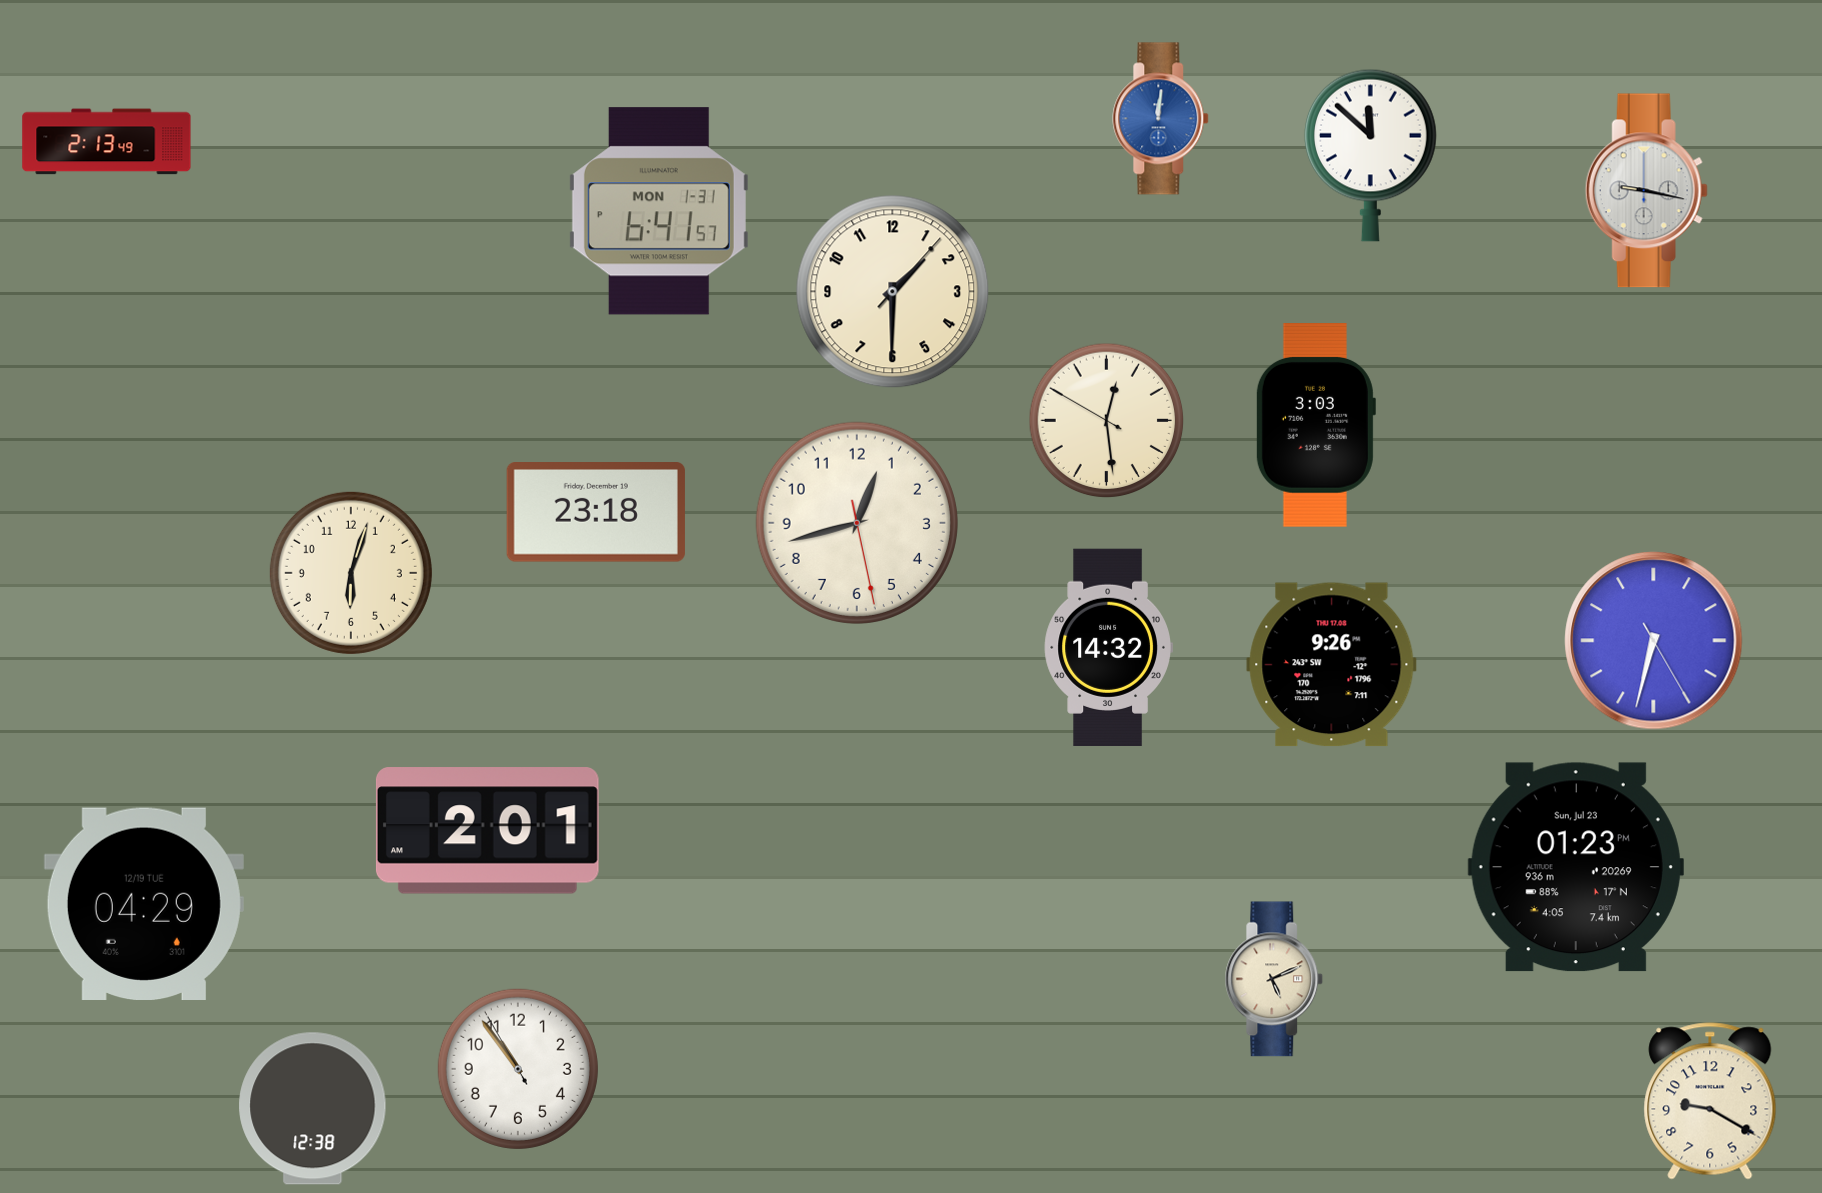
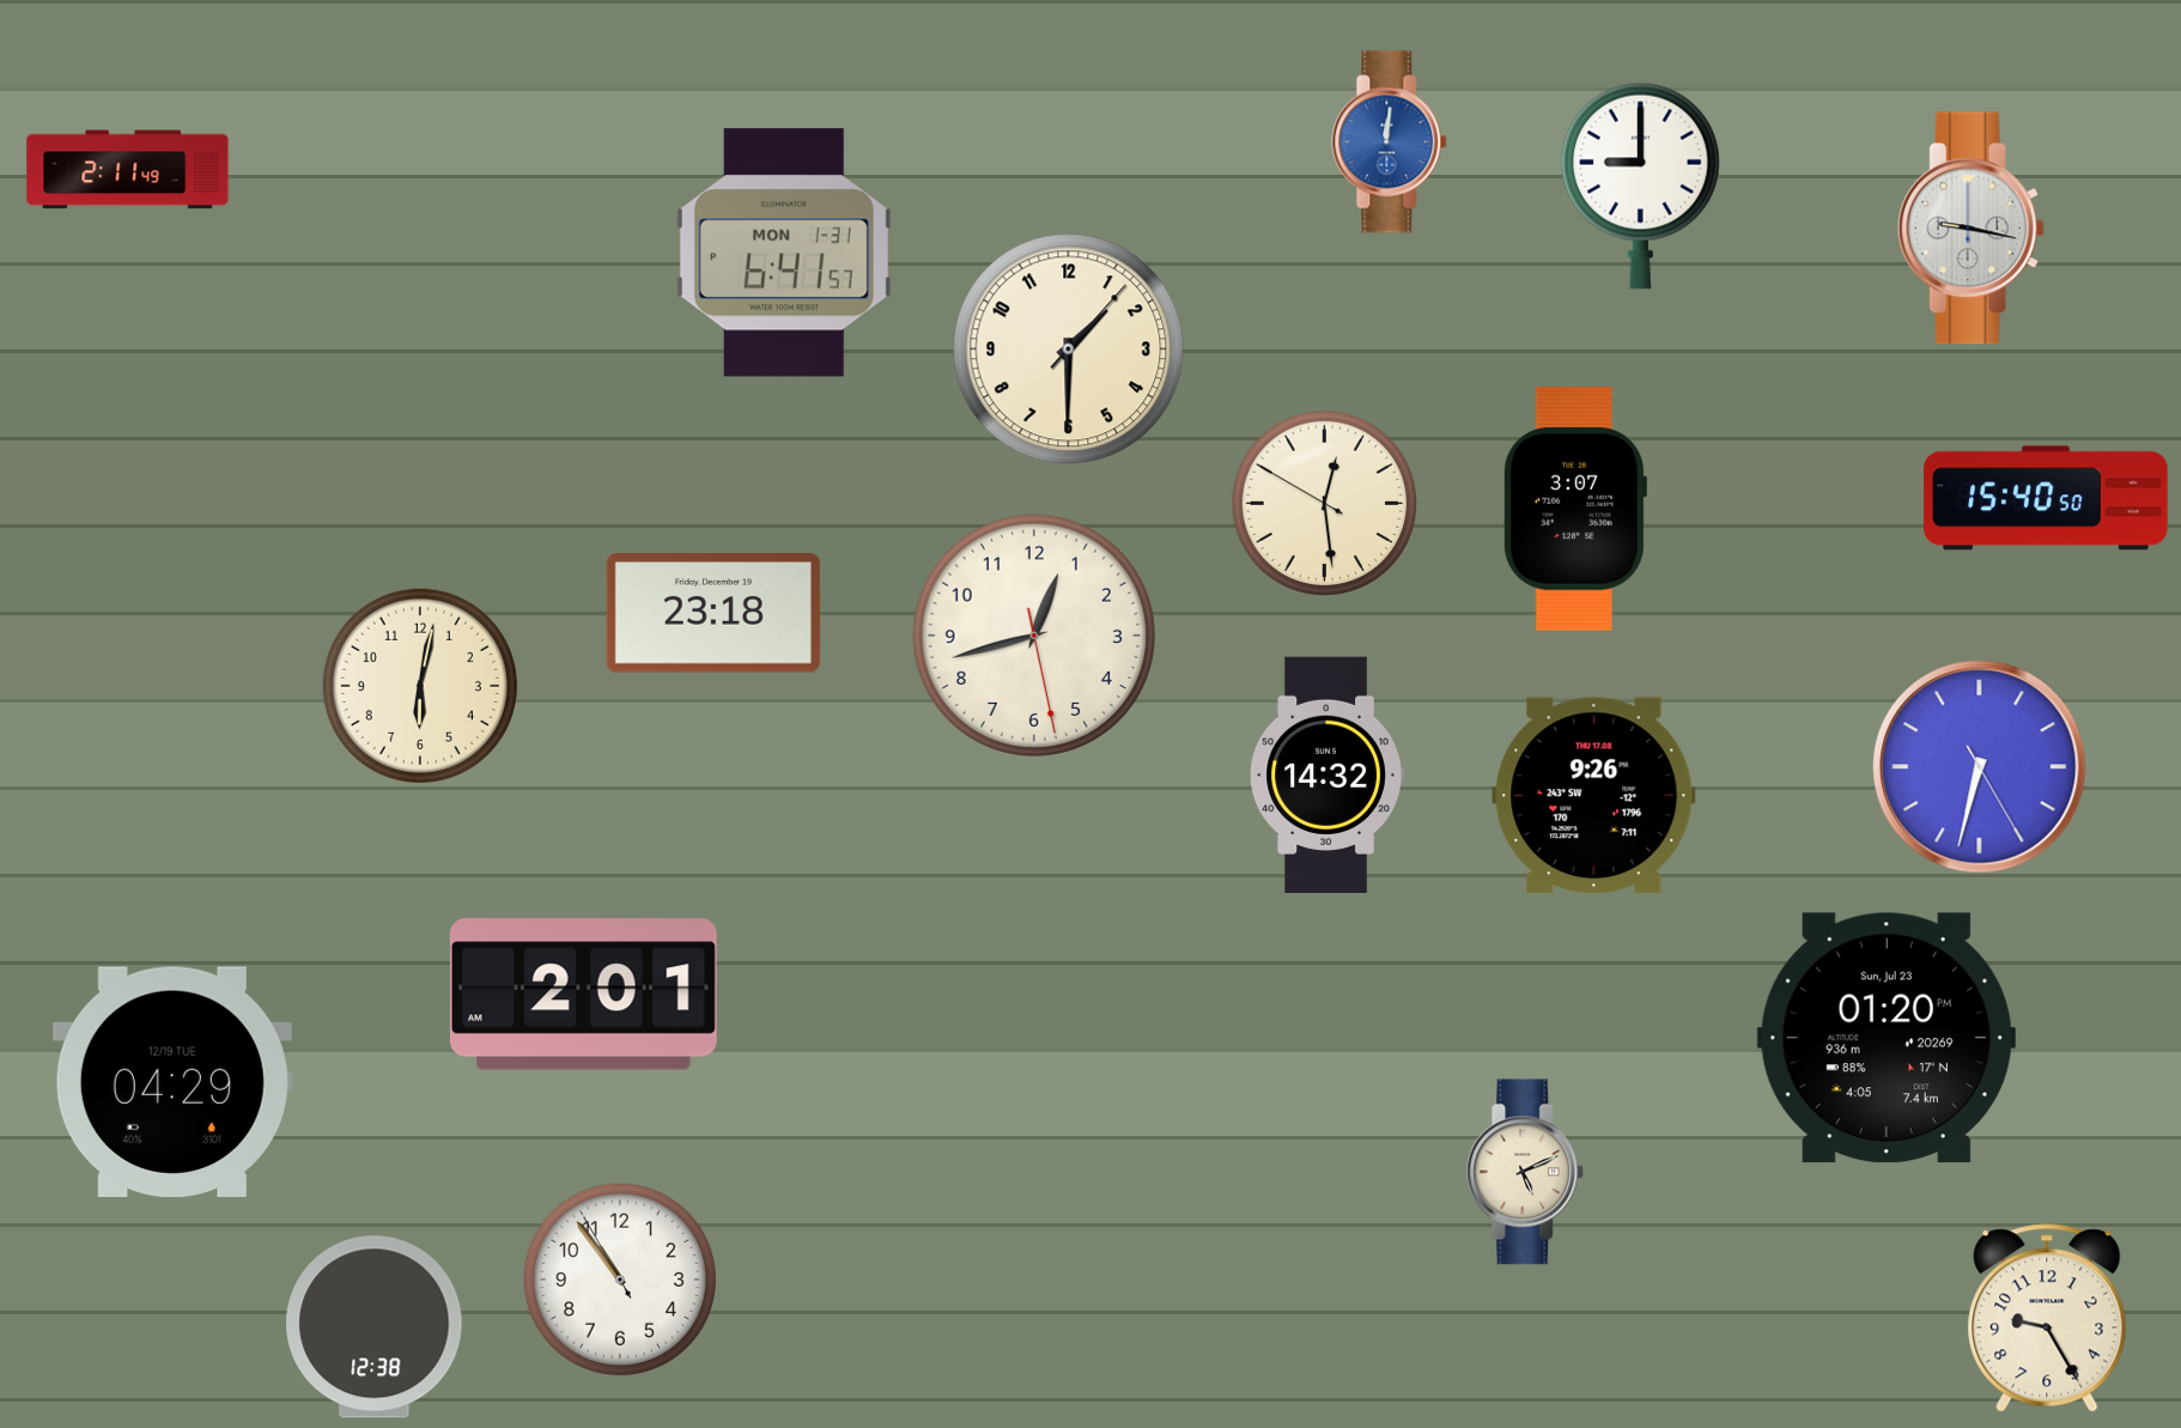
clock at (107, 142): 2:13 -> 2:11
clock at (1370, 155): 11:52 -> 9:00
clock at (659, 211) position: (659, 211) -> (784, 253)
clock at (2046, 498): none -> 15:40
clock at (1315, 426): 3:03 -> 3:07
clock at (857, 523) position: (857, 523) -> (1034, 636)
clock at (351, 573): 6:03 -> 6:02
clock at (1576, 867): 01:23 -> 01:20
clock at (1710, 1101): 9:20 -> 9:25
